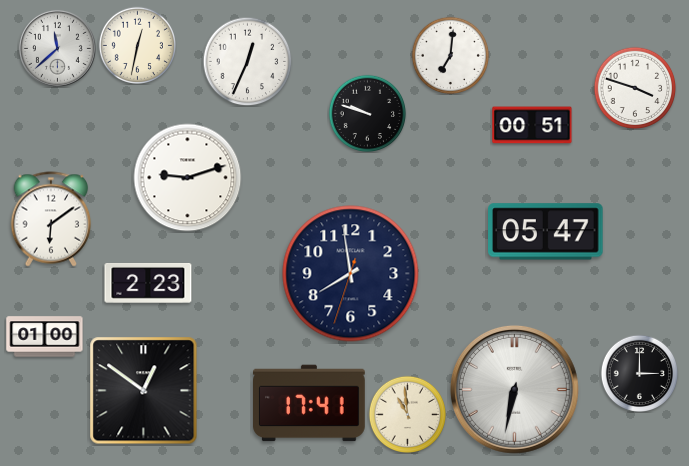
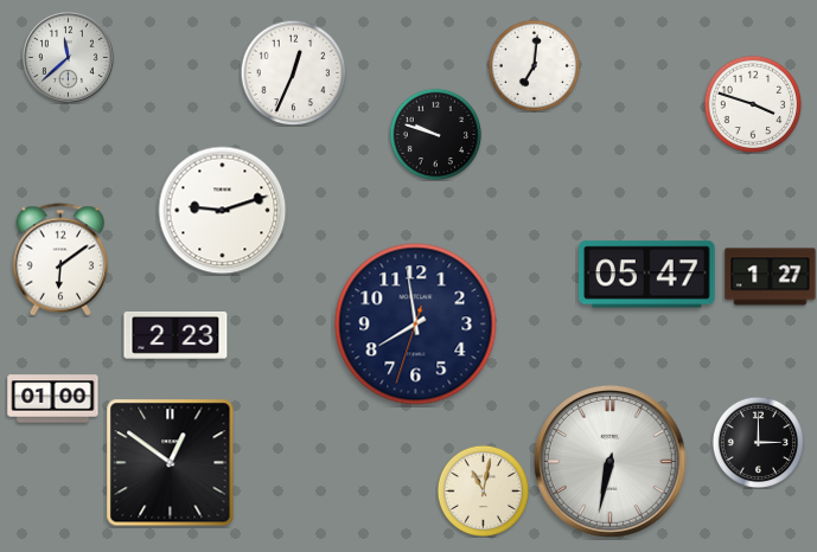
clock at (137, 45): 12:32 -> none
clock at (532, 125): 00:51 -> none
clock at (771, 277): none -> 1:27
clock at (310, 403): 17:41 -> none
clock at (407, 414): 10:59 -> 11:02
